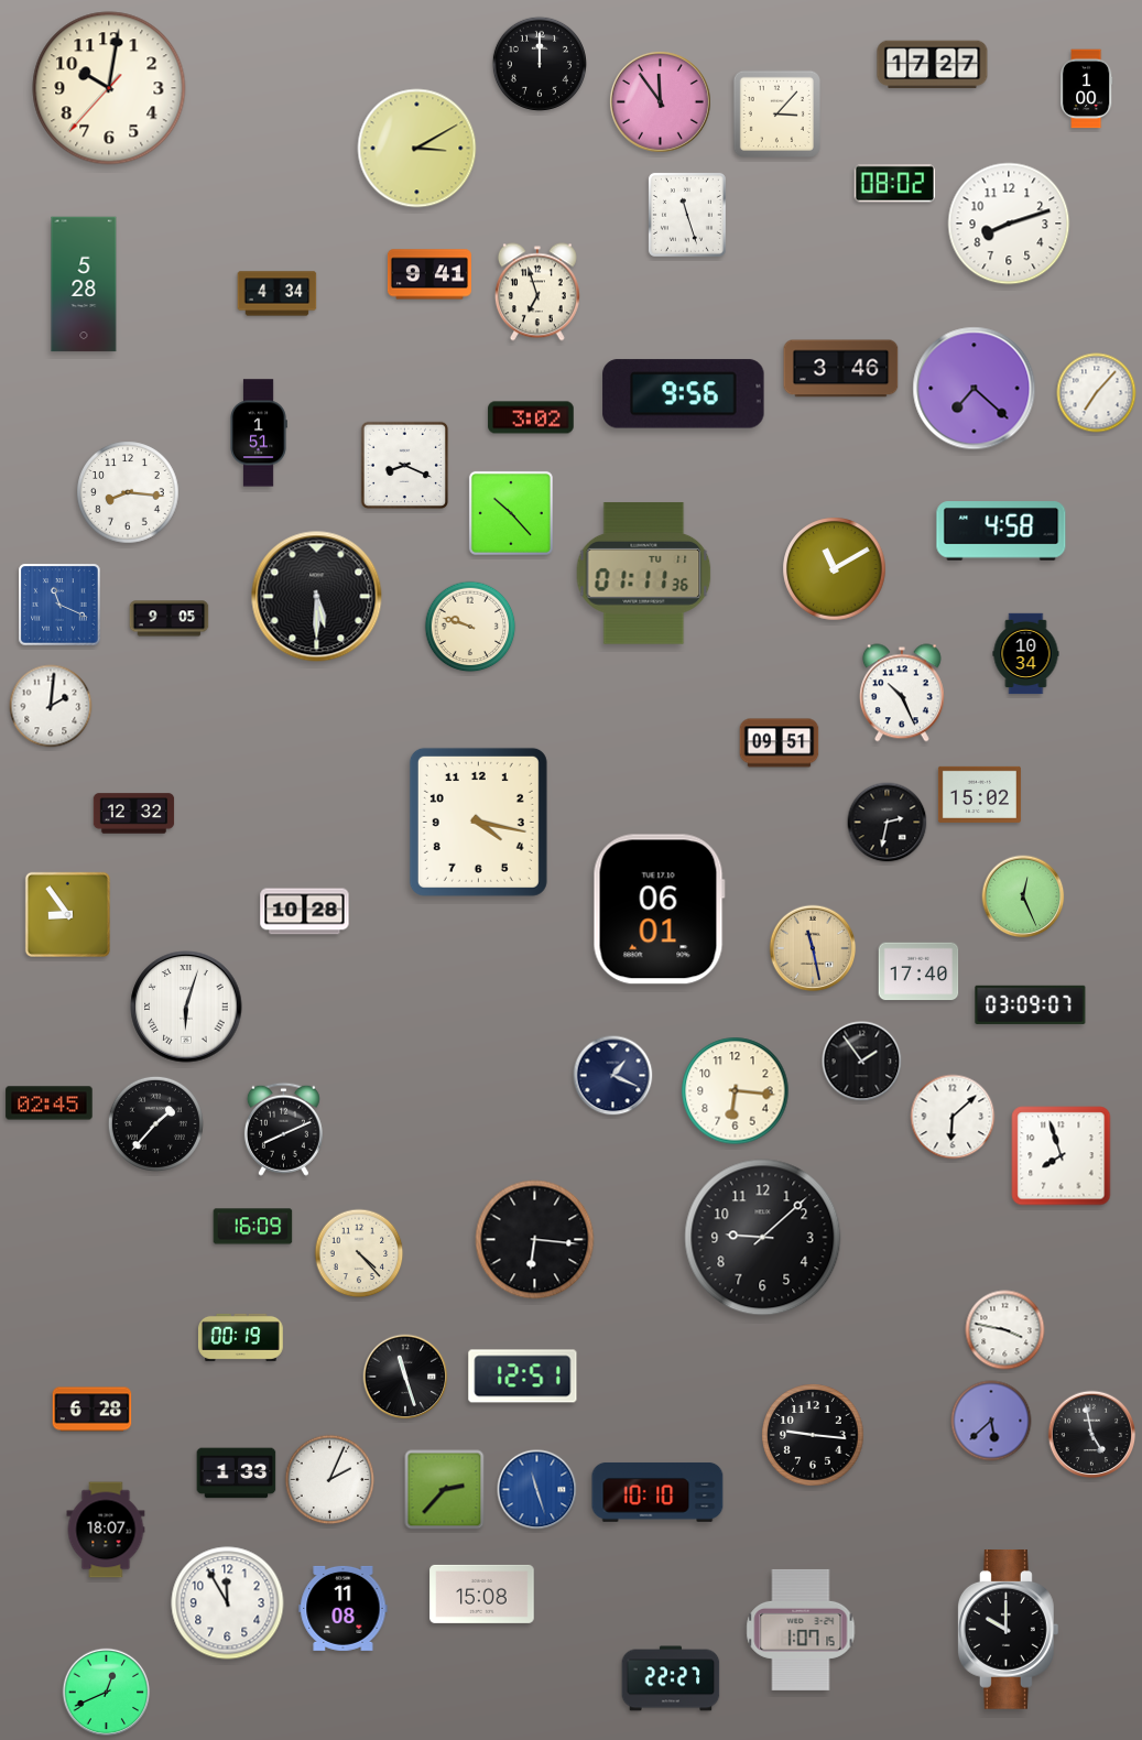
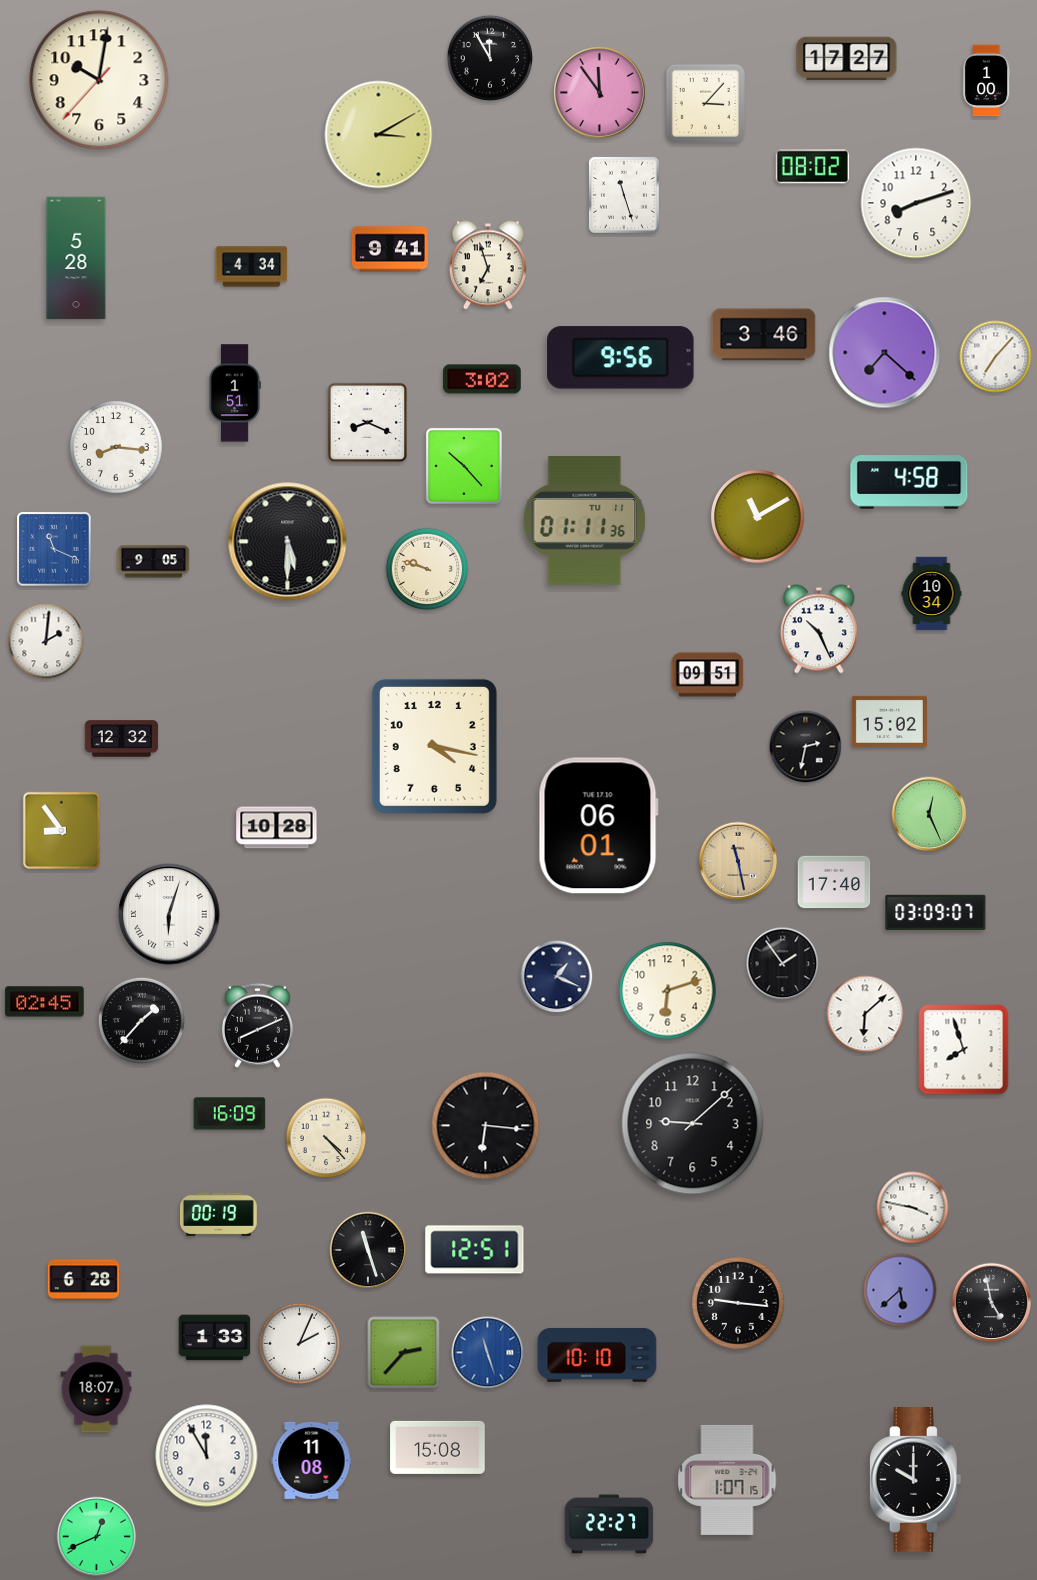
clock at (540, 64): 12:00 -> 11:55
clock at (736, 1091): 6:16 -> 6:12
